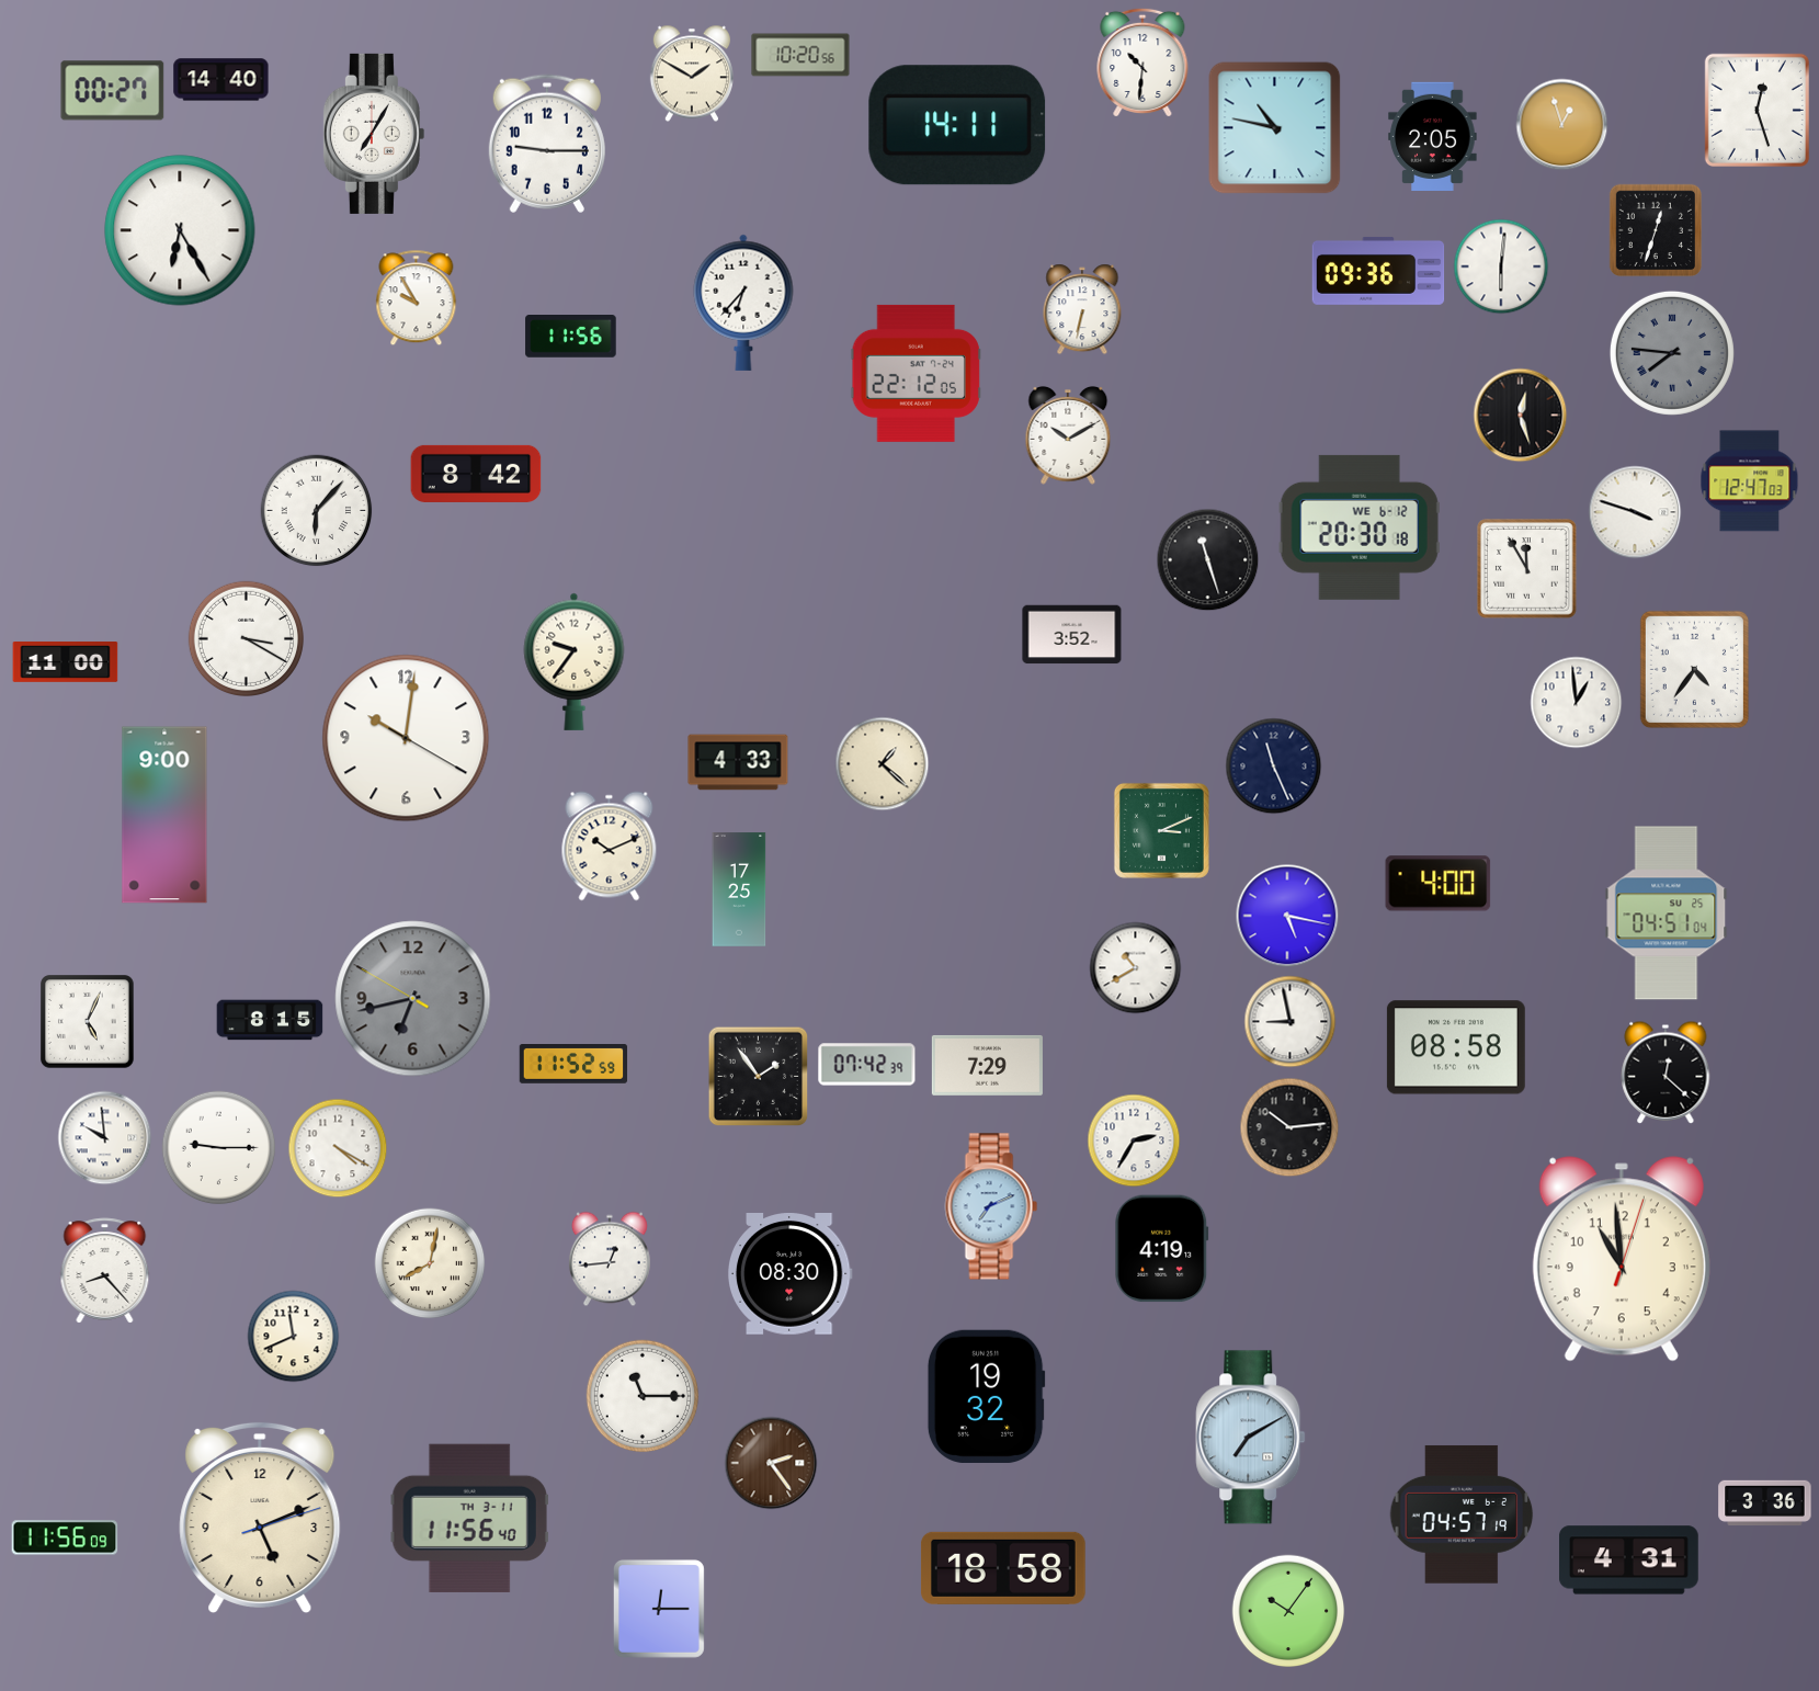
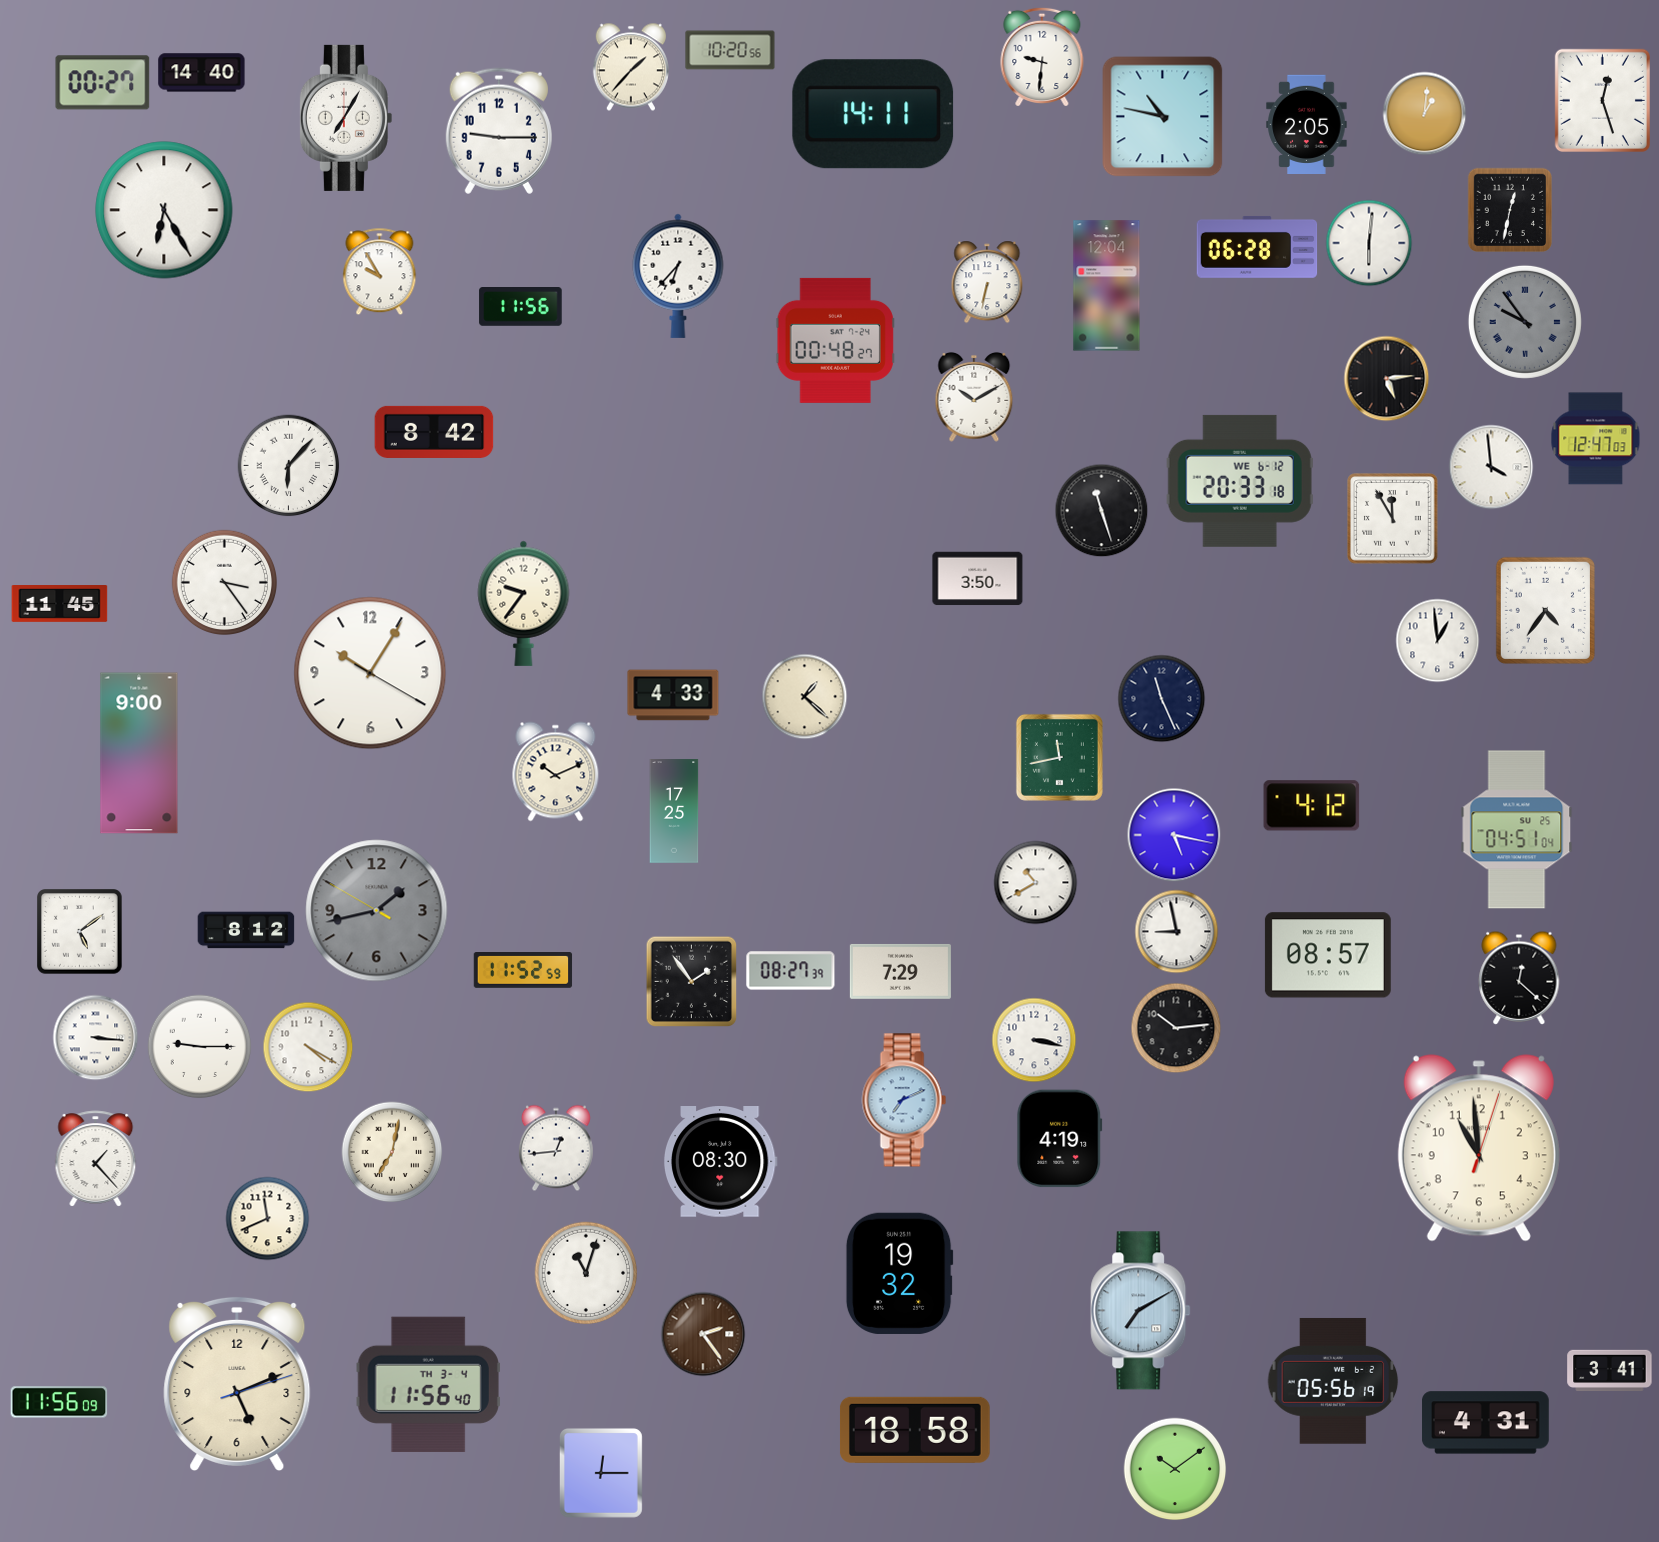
clock at (1142, 61): 10:31 -> 9:31
clock at (692, 73): 1:50 -> 1:37
clock at (1562, 125): 12:57 -> 1:01
clock at (374, 134) position: (374, 134) -> (346, 118)
clock at (1655, 229): 12:33 -> 12:32
clock at (1378, 271): 09:36 -> 06:28
clock at (1107, 286): none -> 12:04
clock at (1672, 353): 7:46 -> 9:54
clock at (916, 373): 22:12 -> 00:48
clock at (1521, 416): 12:27 -> 5:14
clock at (1635, 512): 3:48 -> 3:59
clock at (1360, 527): 20:30 -> 20:33
clock at (1072, 635): 3:52 -> 3:50
clock at (246, 638): 3:20 -> 3:24
clock at (66, 662): 11:00 -> 11:45
clock at (406, 738): 10:01 -> 10:05
clock at (164, 815) position: (164, 815) -> (139, 753)
clock at (1161, 830): 3:11 -> 11:43
clock at (1439, 884): 4:00 -> 4:12
clock at (1667, 913) position: (1667, 913) -> (1517, 830)
clock at (413, 999): 6:42 -> 1:42
clock at (270, 1020): 8:15 -> 8:12
clock at (88, 1022): 5:04 -> 5:09
clock at (1456, 1047): 08:58 -> 08:57
clock at (867, 1065): 07:42 -> 08:27
clock at (105, 1138): 9:59 -> 3:16
clock at (1134, 1140): 2:35 -> 3:17
clock at (430, 1263): 8:02 -> 7:02
clock at (105, 1271): 8:23 -> 1:23
clock at (643, 1396): 11:15 -> 11:03
clock at (1765, 1502): 3:36 -> 3:41
clock at (1462, 1514): 04:57 -> 05:56
clock at (469, 1518) date: TH 3-11 -> TH 3-4
clock at (659, 1609) position: (659, 1609) -> (601, 1473)
clock at (1288, 1611): 10:06 -> 10:09
